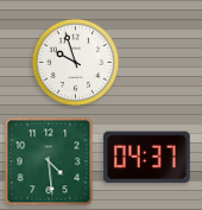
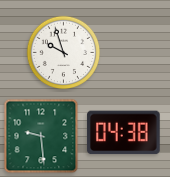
clock at (147, 158): 04:37 -> 04:38
clock at (49, 161): 4:29 -> 9:29
